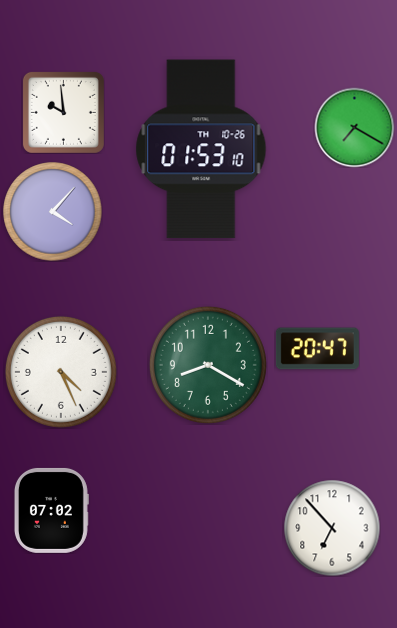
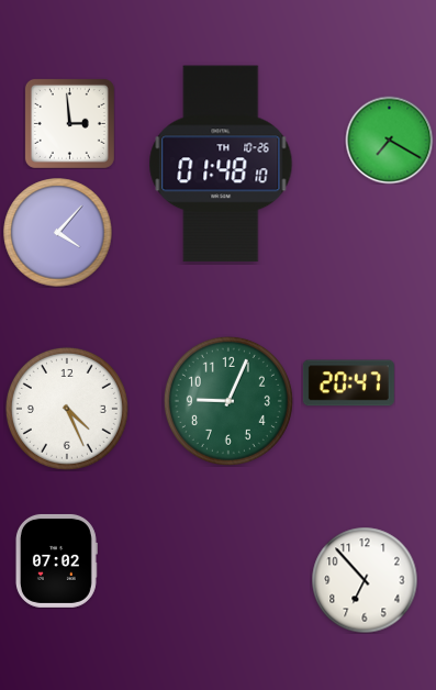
clock at (63, 112): 9:59 -> 2:59
clock at (201, 149): 01:53 -> 01:48
clock at (208, 365): 8:20 -> 9:04
